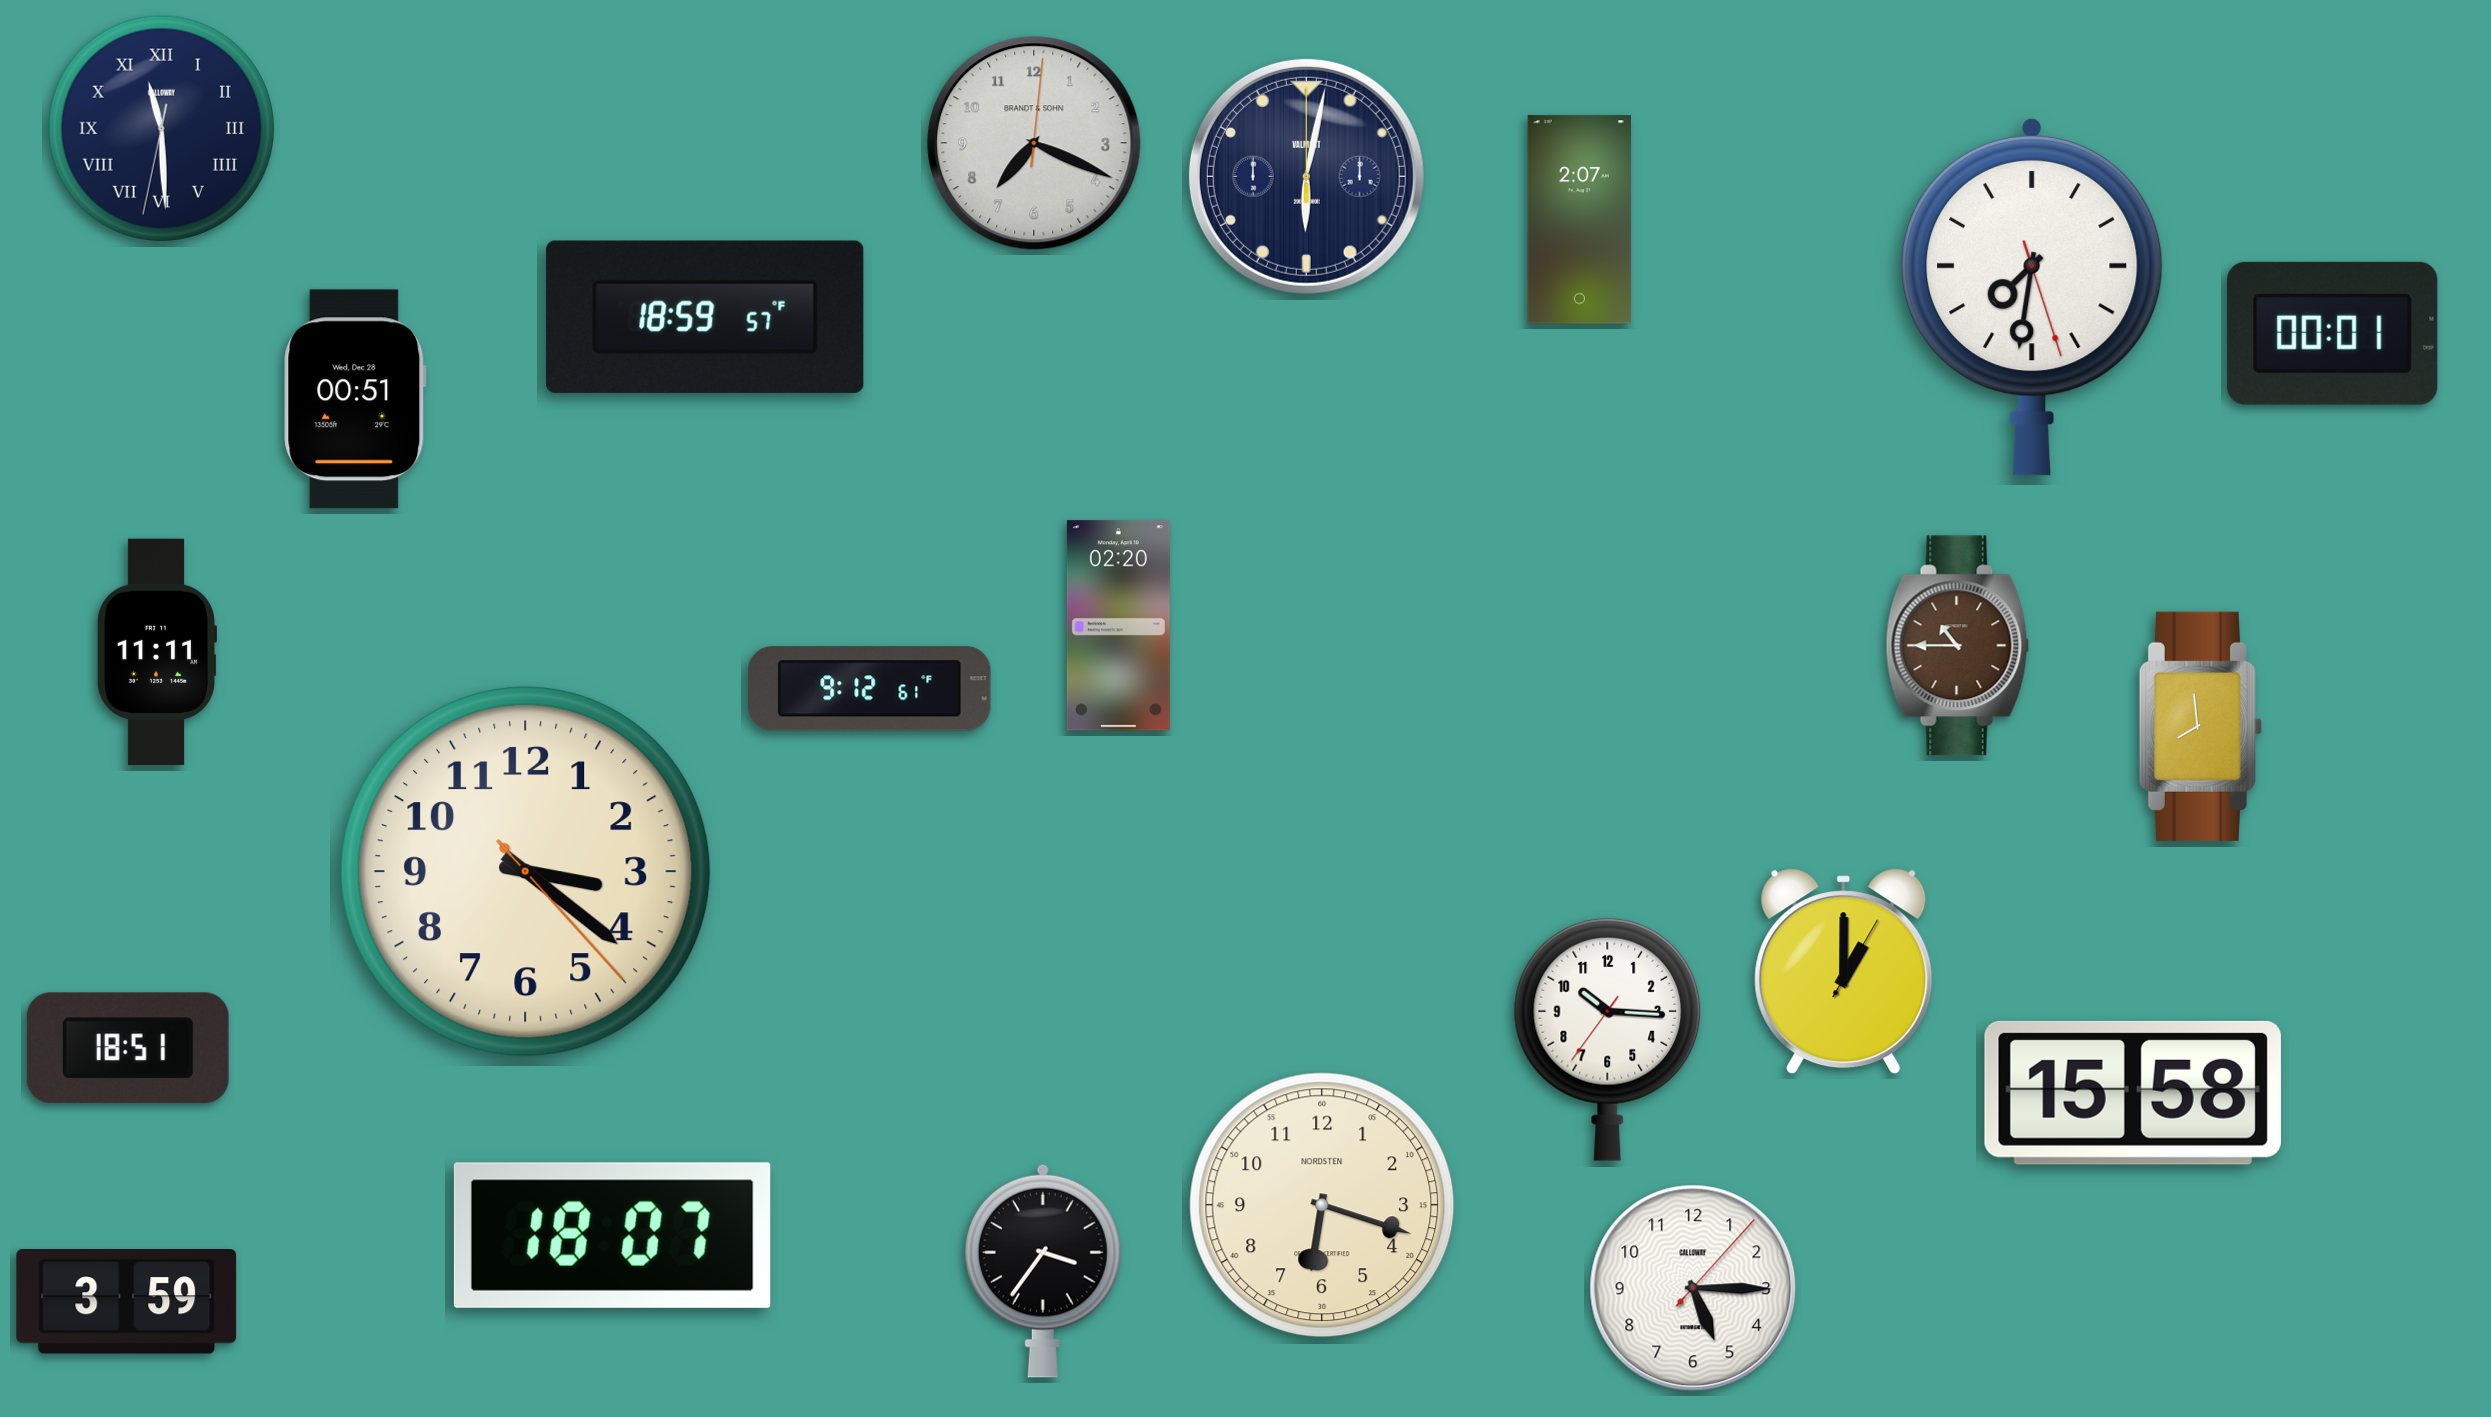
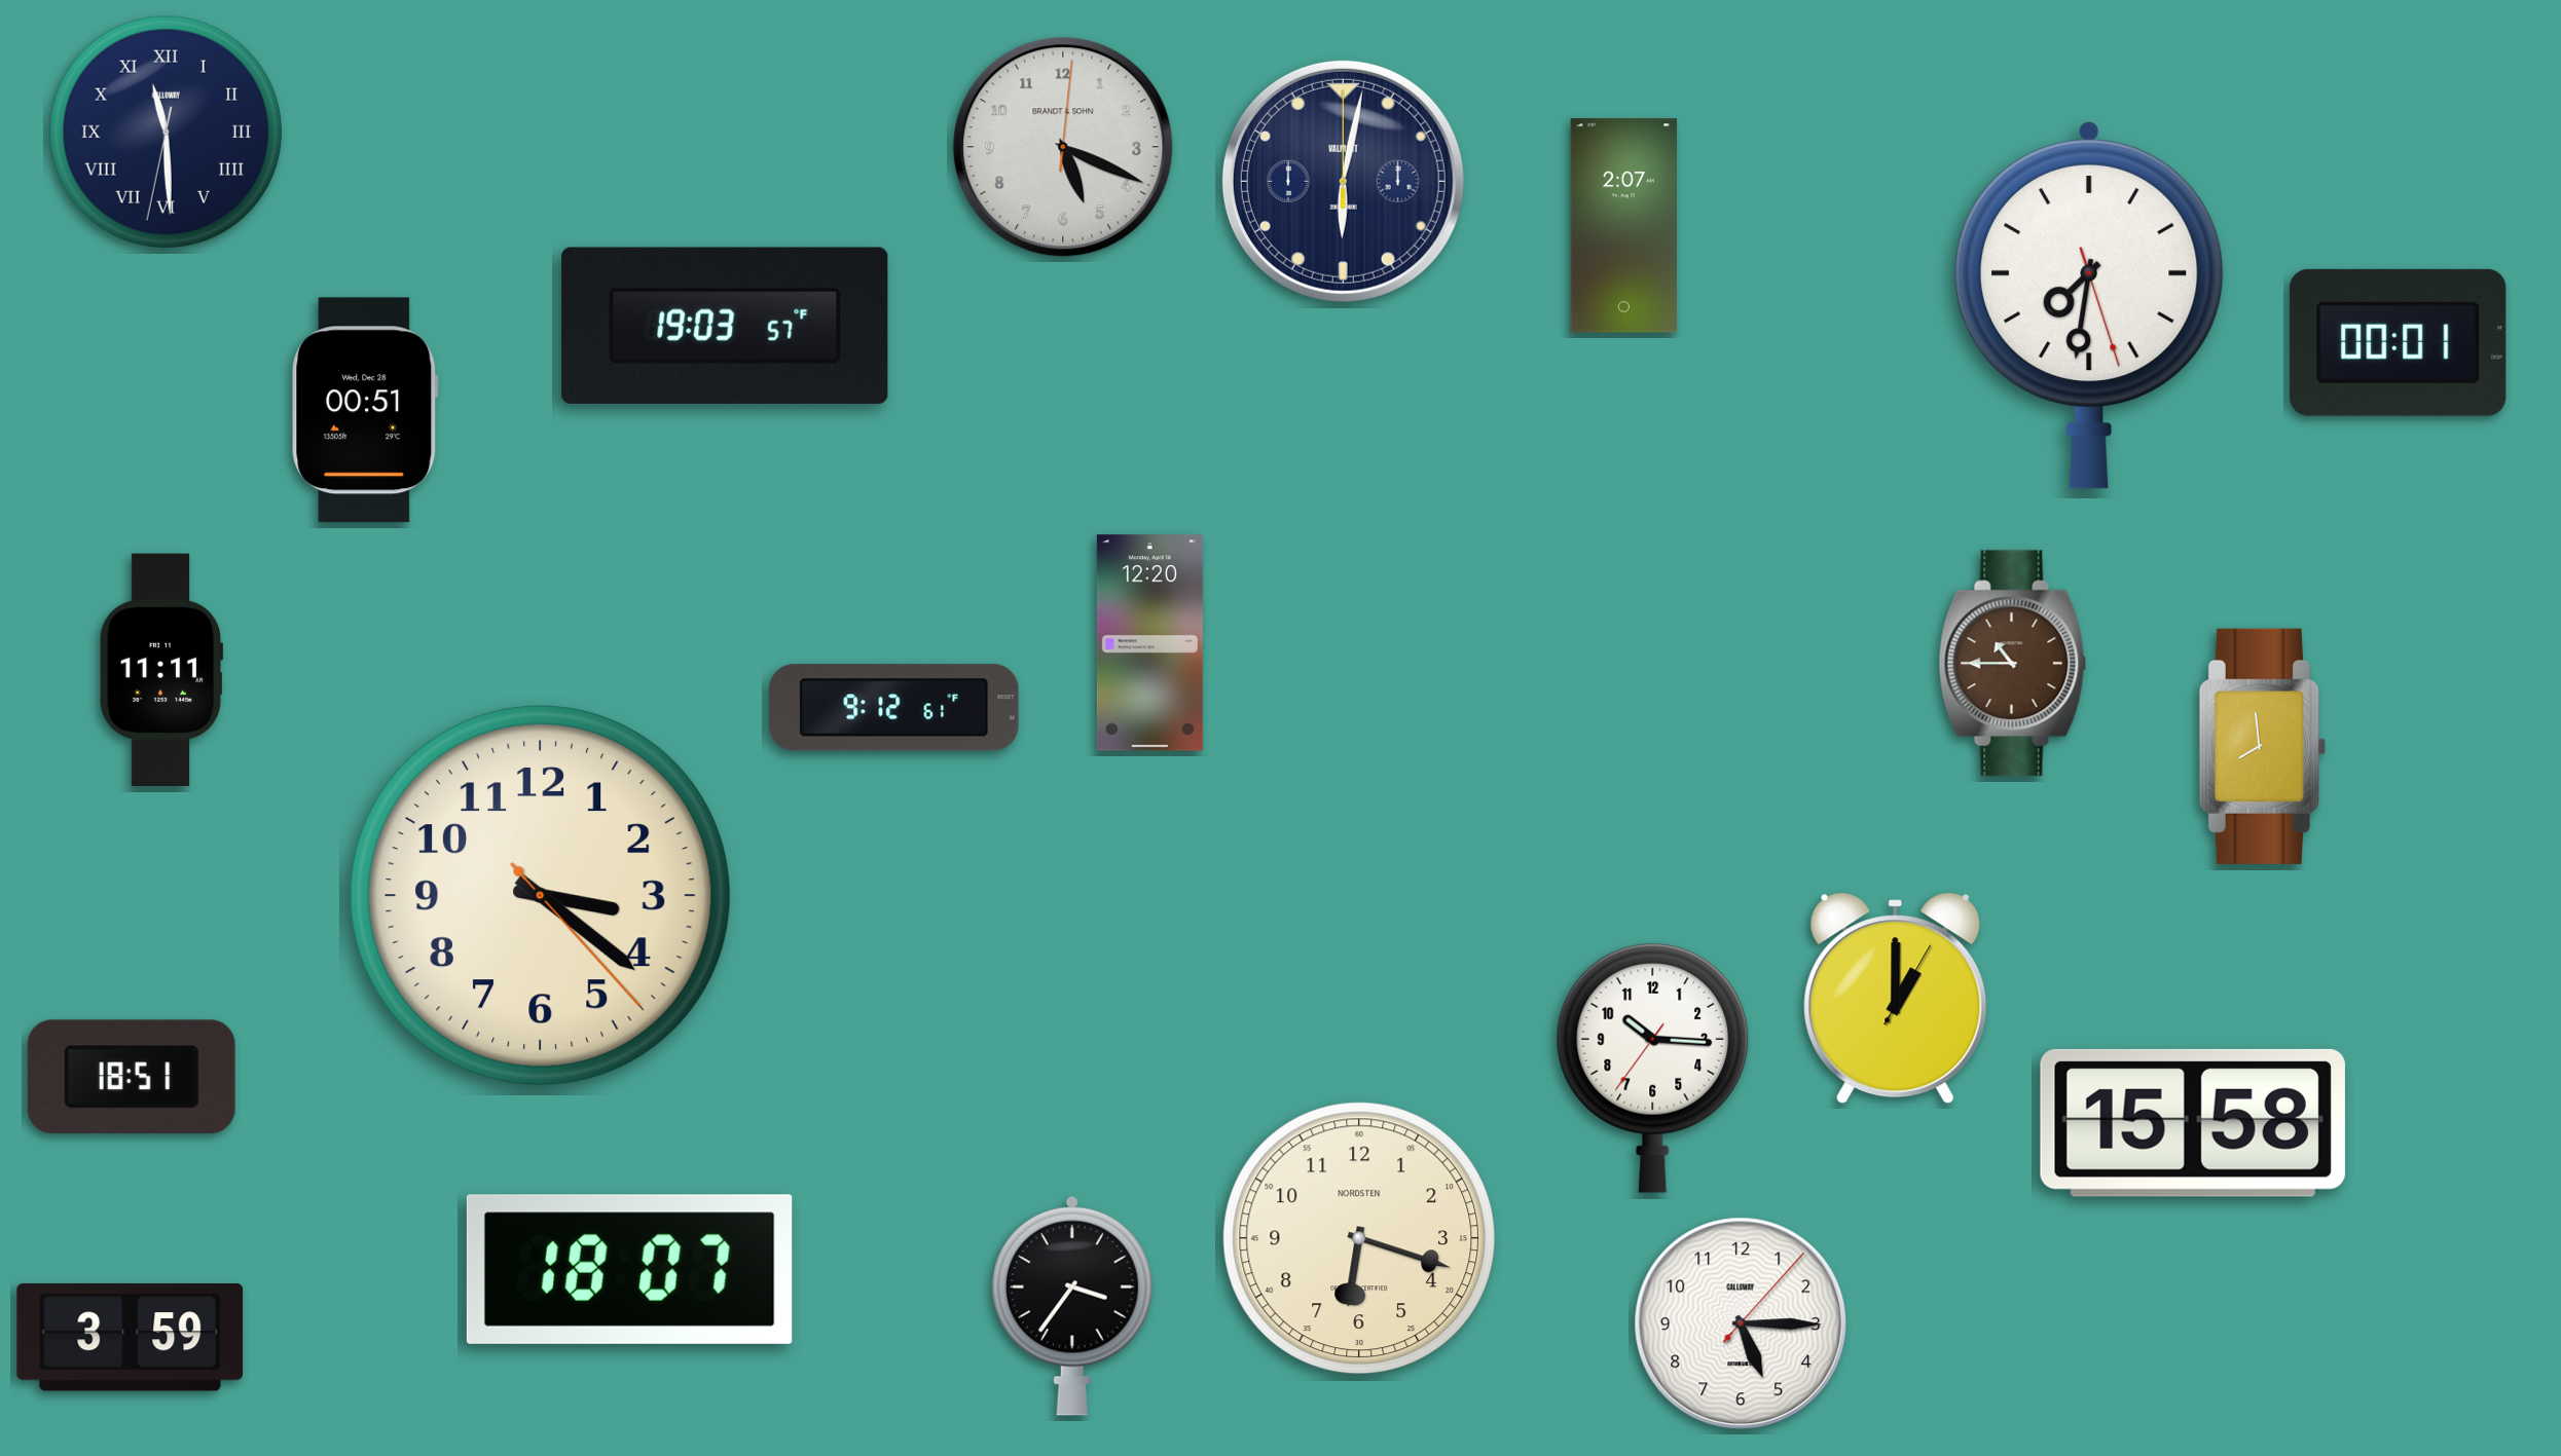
clock at (1034, 143): 7:19 -> 5:19
clock at (705, 317): 18:59 -> 19:03
clock at (1118, 626): 02:20 -> 12:20
